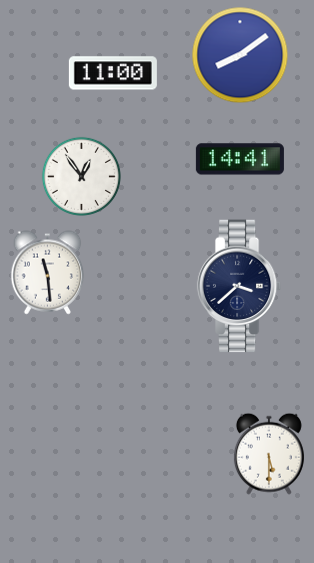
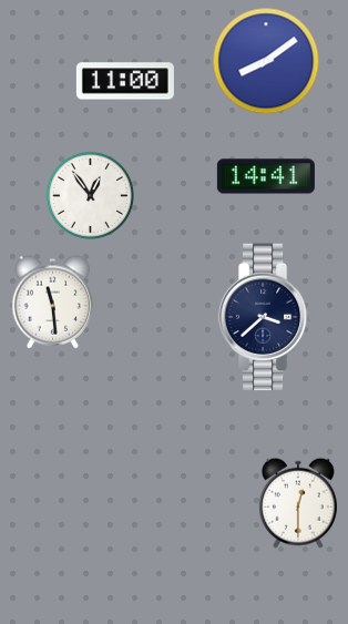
clock at (269, 454): 5:30 -> 12:30
